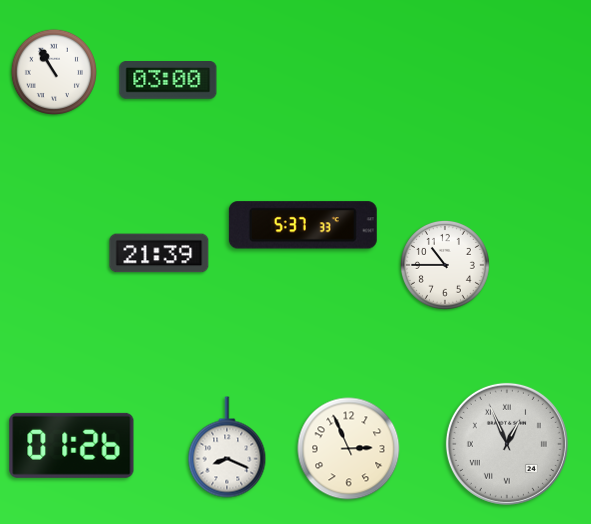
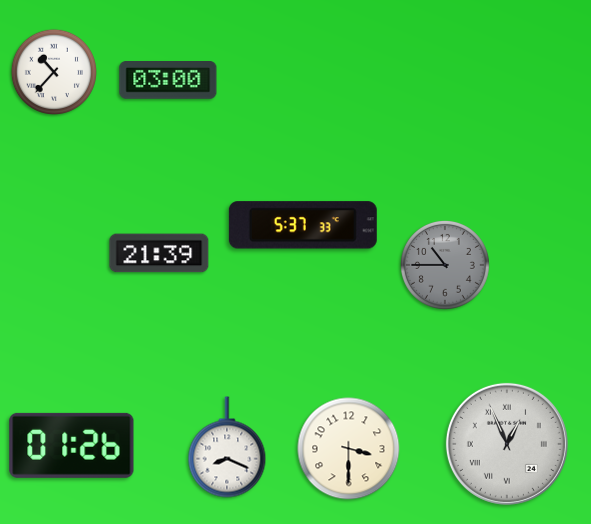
clock at (53, 71): 10:55 -> 10:37
clock at (445, 265) dial: white -> grey
clock at (349, 449): 2:56 -> 3:30
